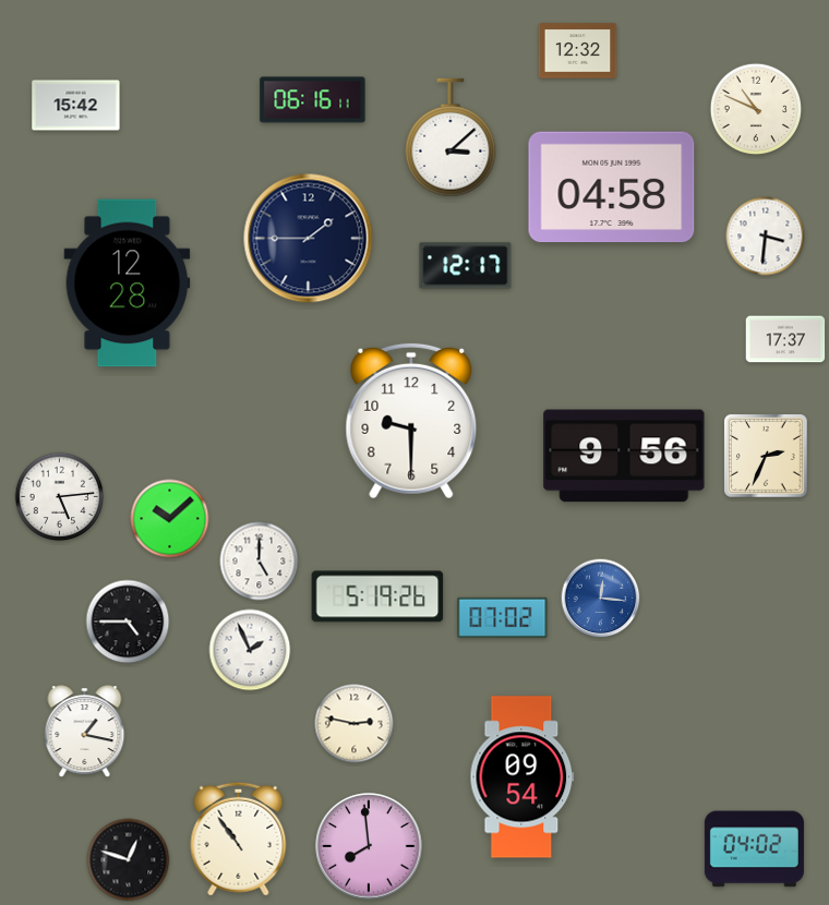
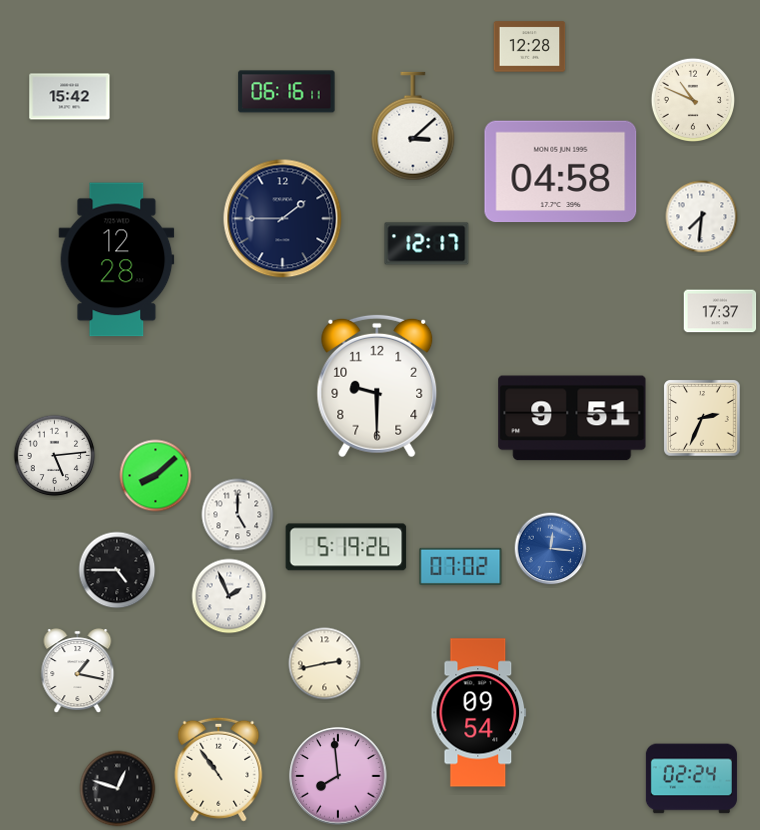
clock at (578, 51): 12:32 -> 12:28
clock at (766, 237): 3:31 -> 7:31
clock at (624, 456): 9:56 -> 9:51
clock at (170, 519): 10:08 -> 8:08
clock at (355, 724): 2:47 -> 2:43
clock at (754, 849): 04:02 -> 02:24
